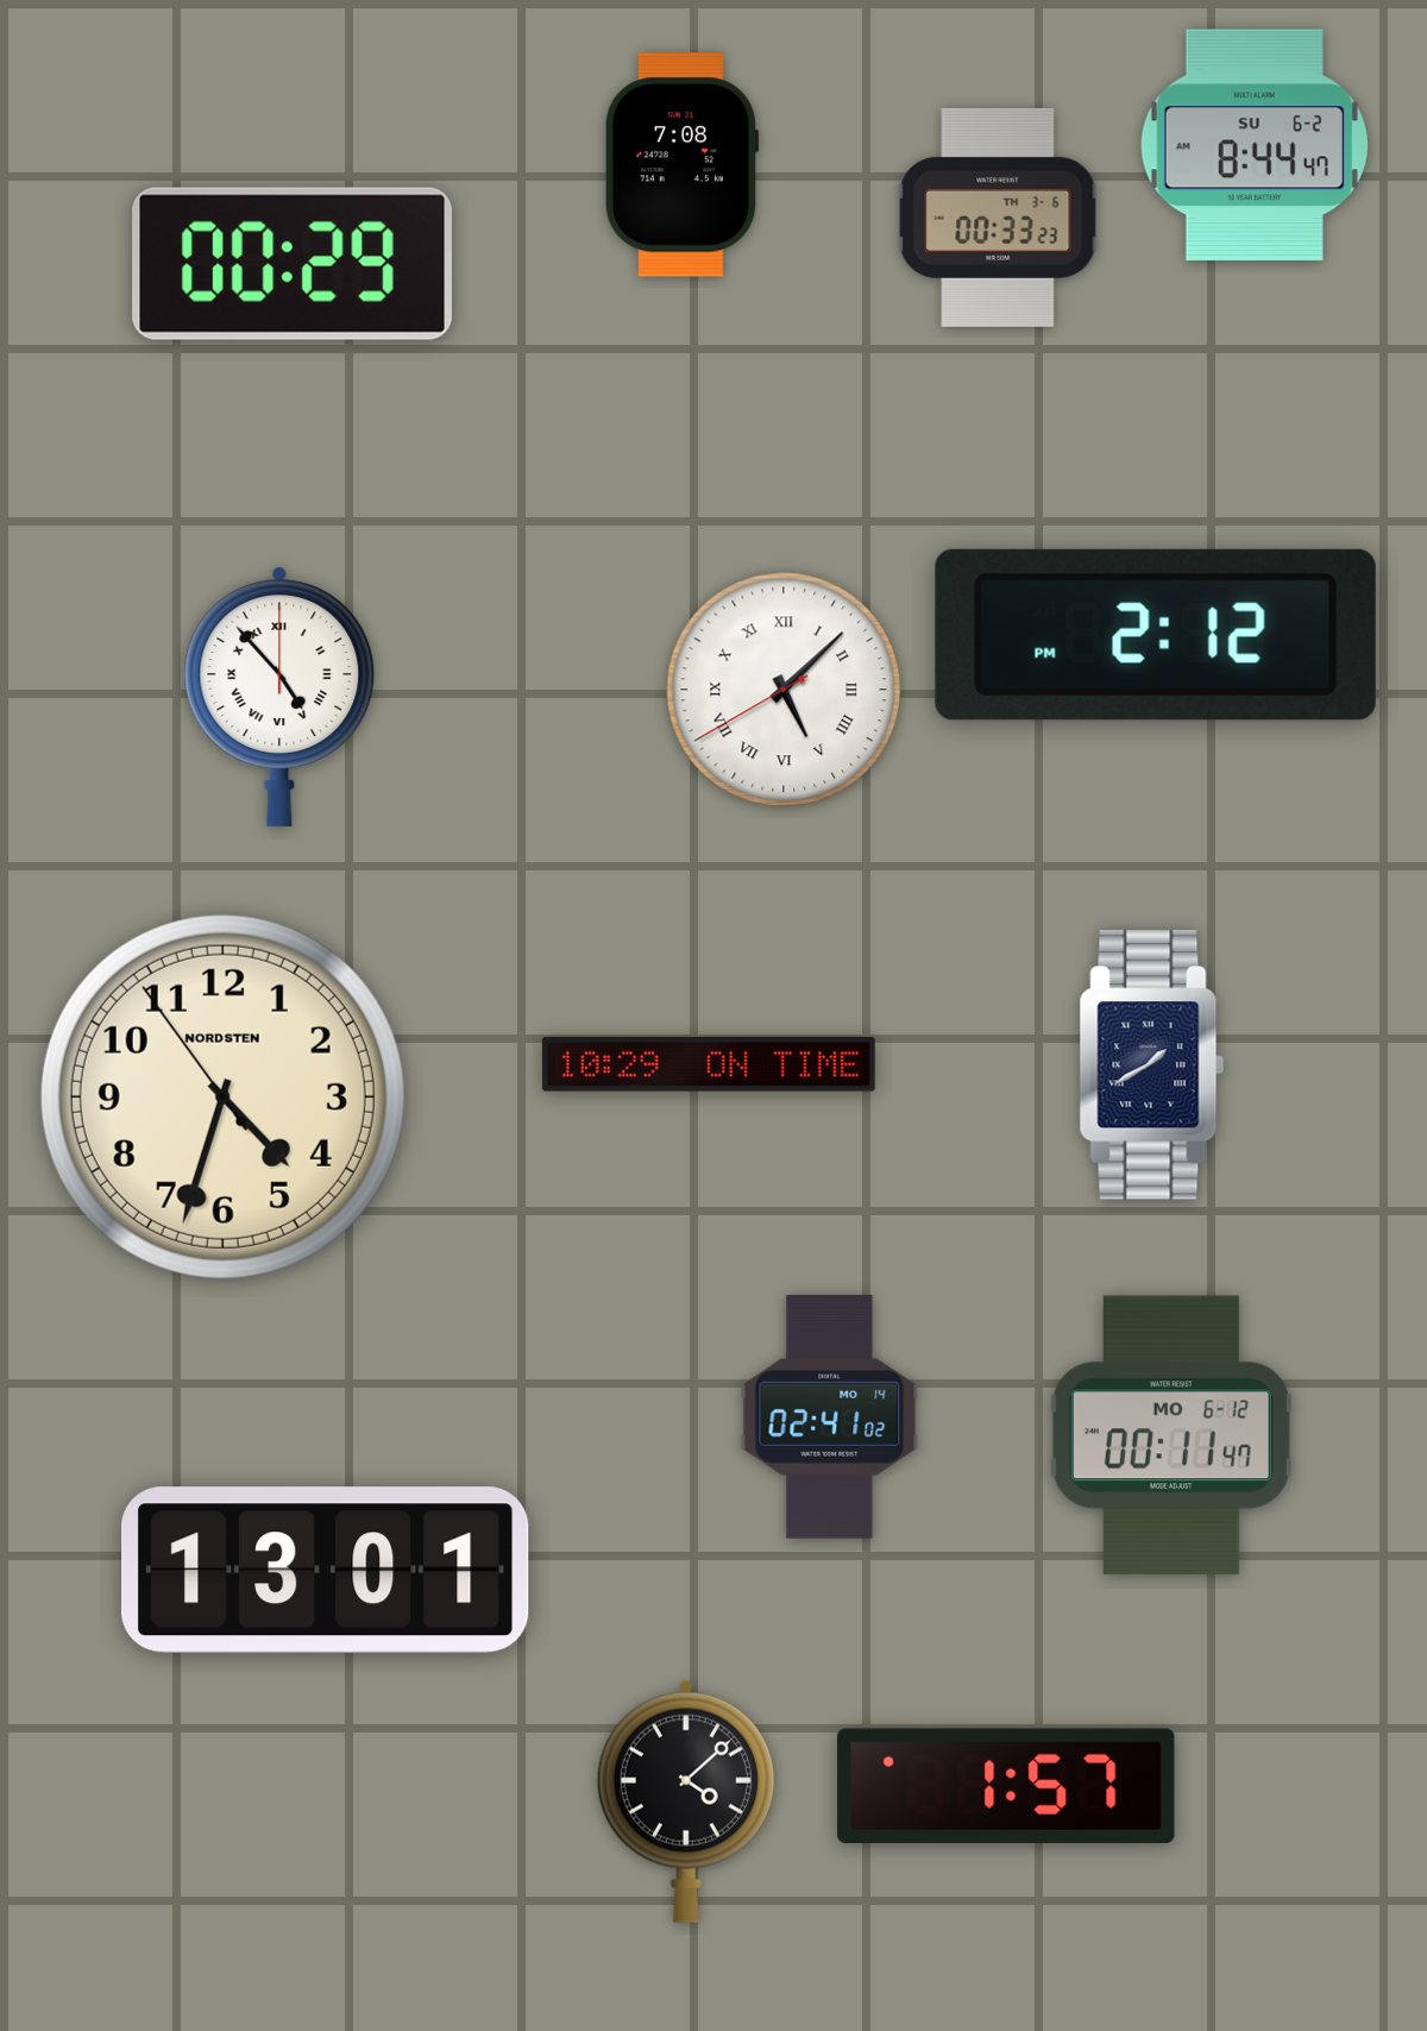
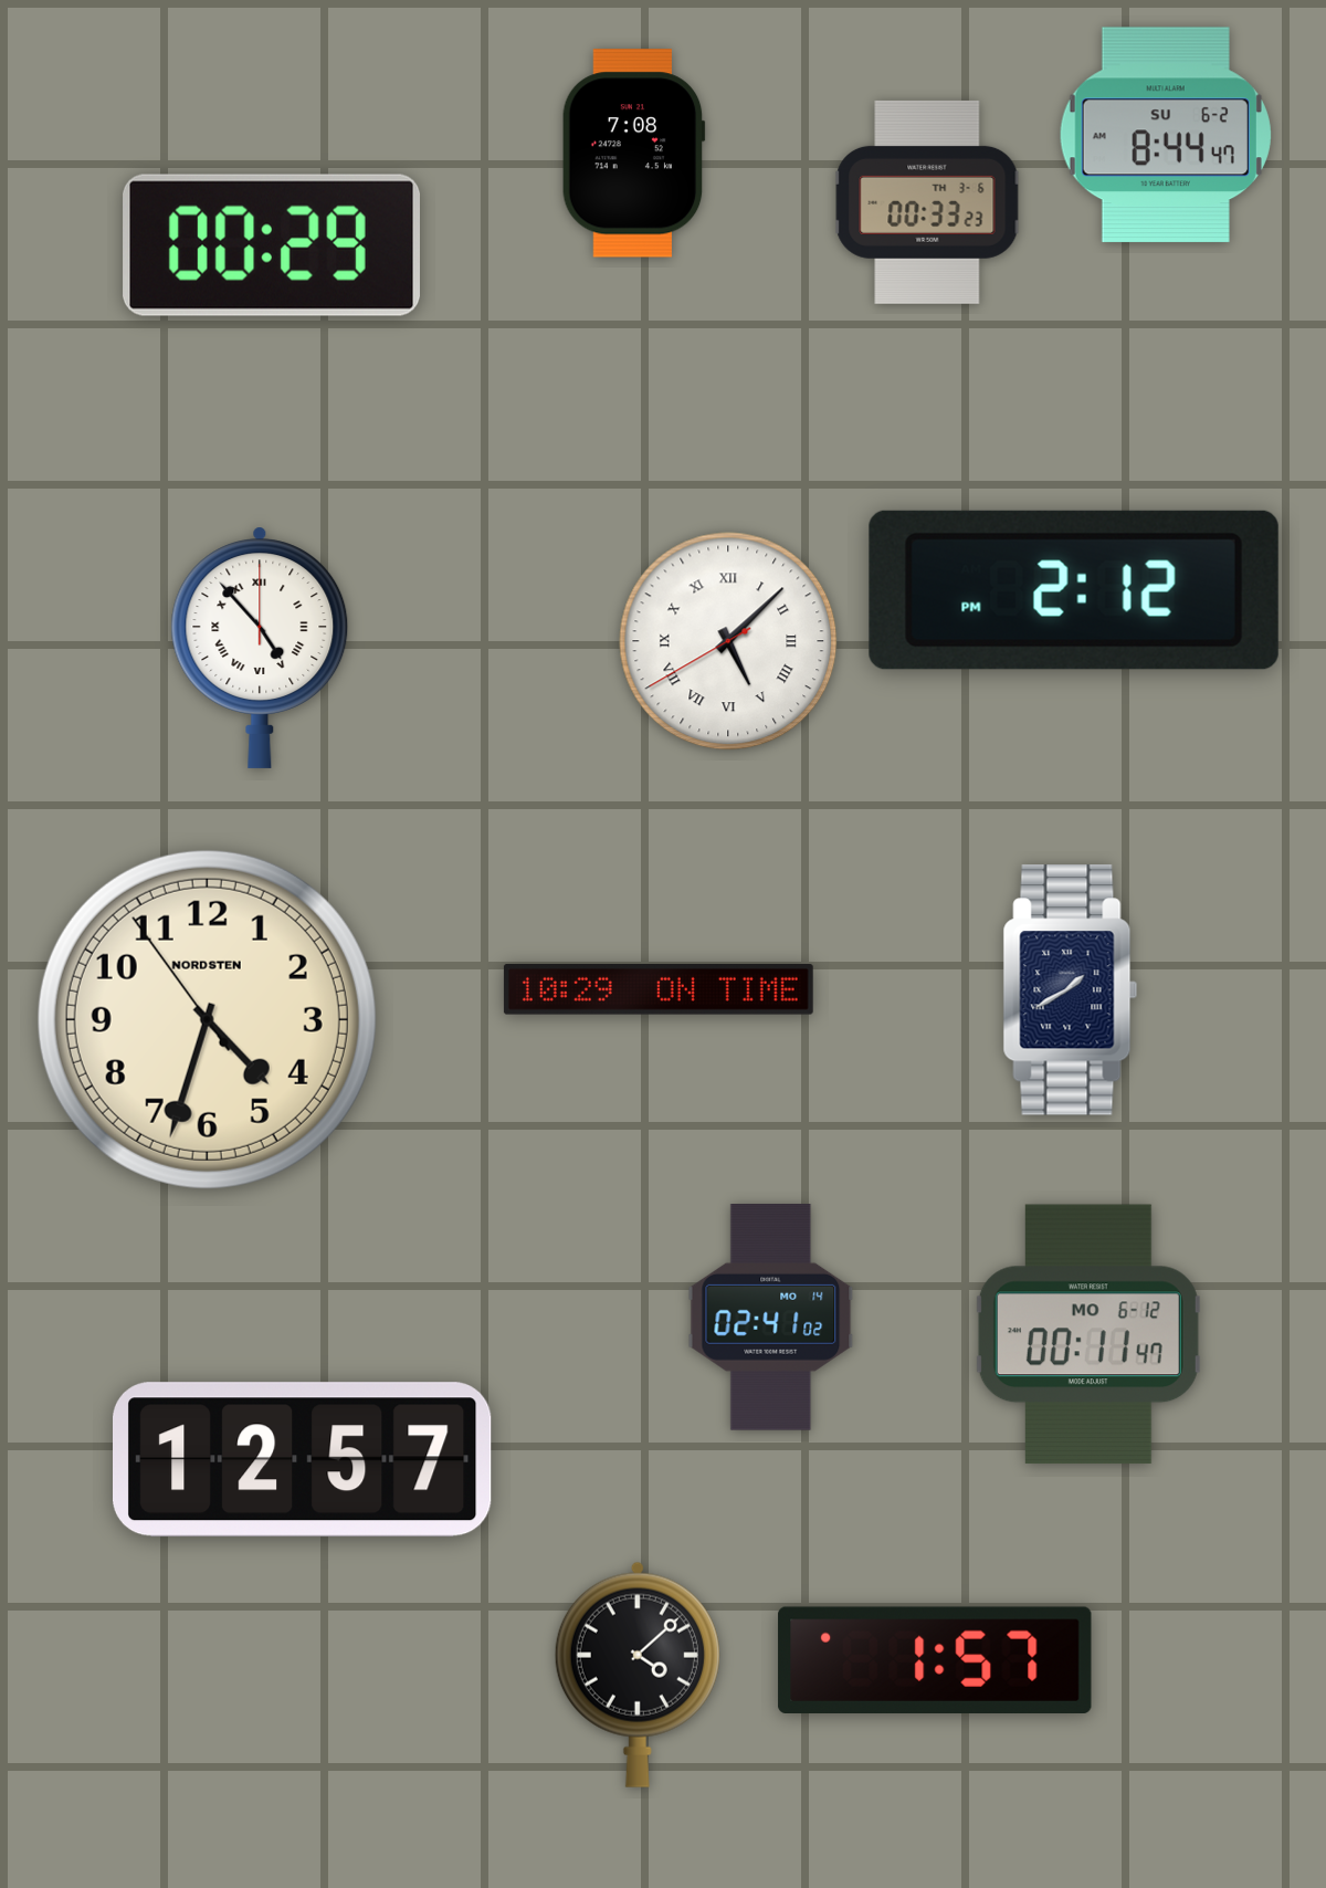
clock at (326, 1571): 13:01 -> 12:57
